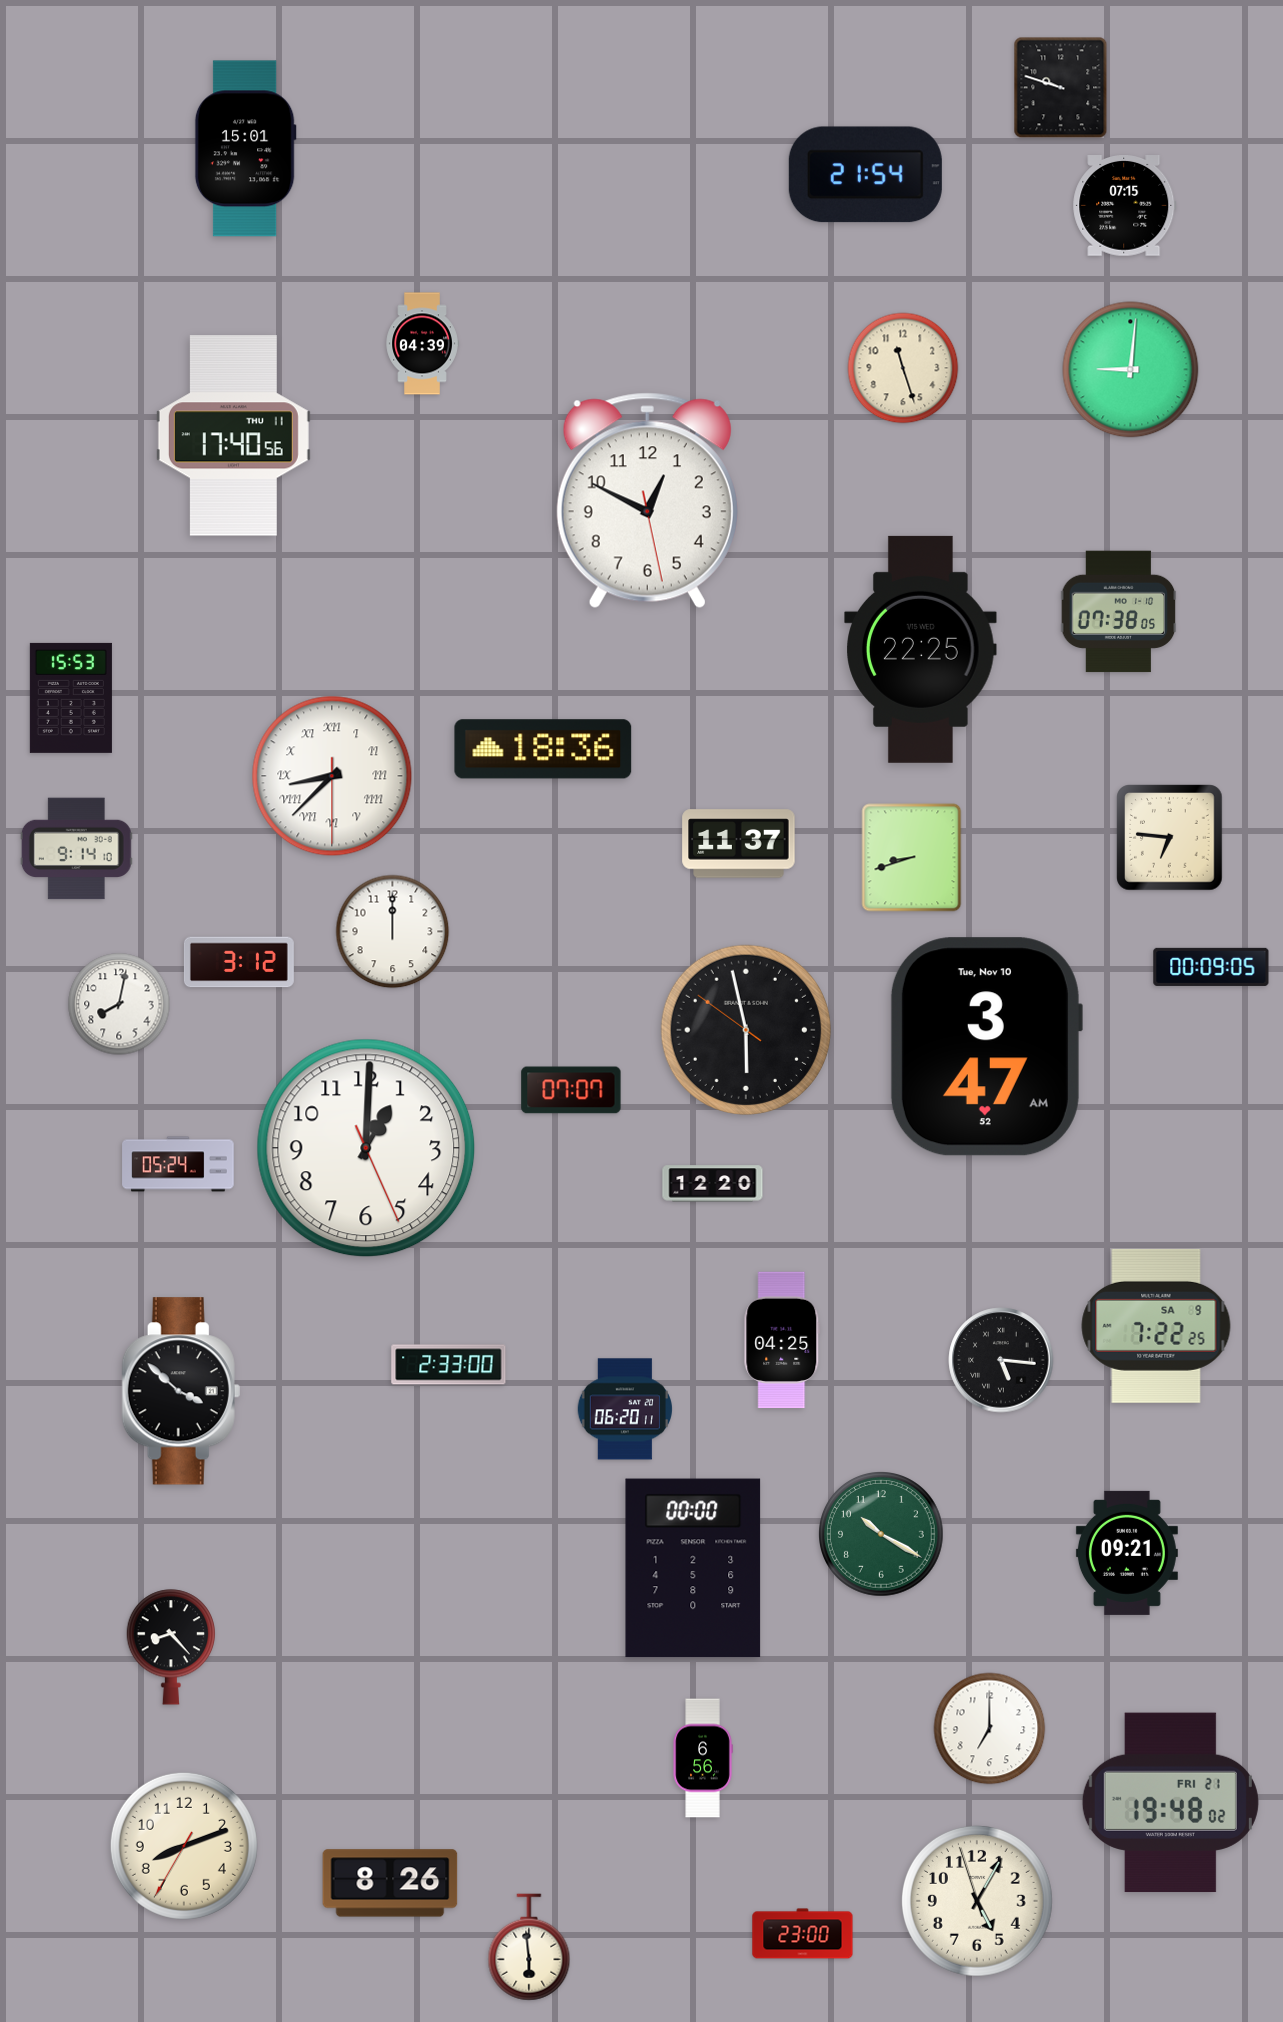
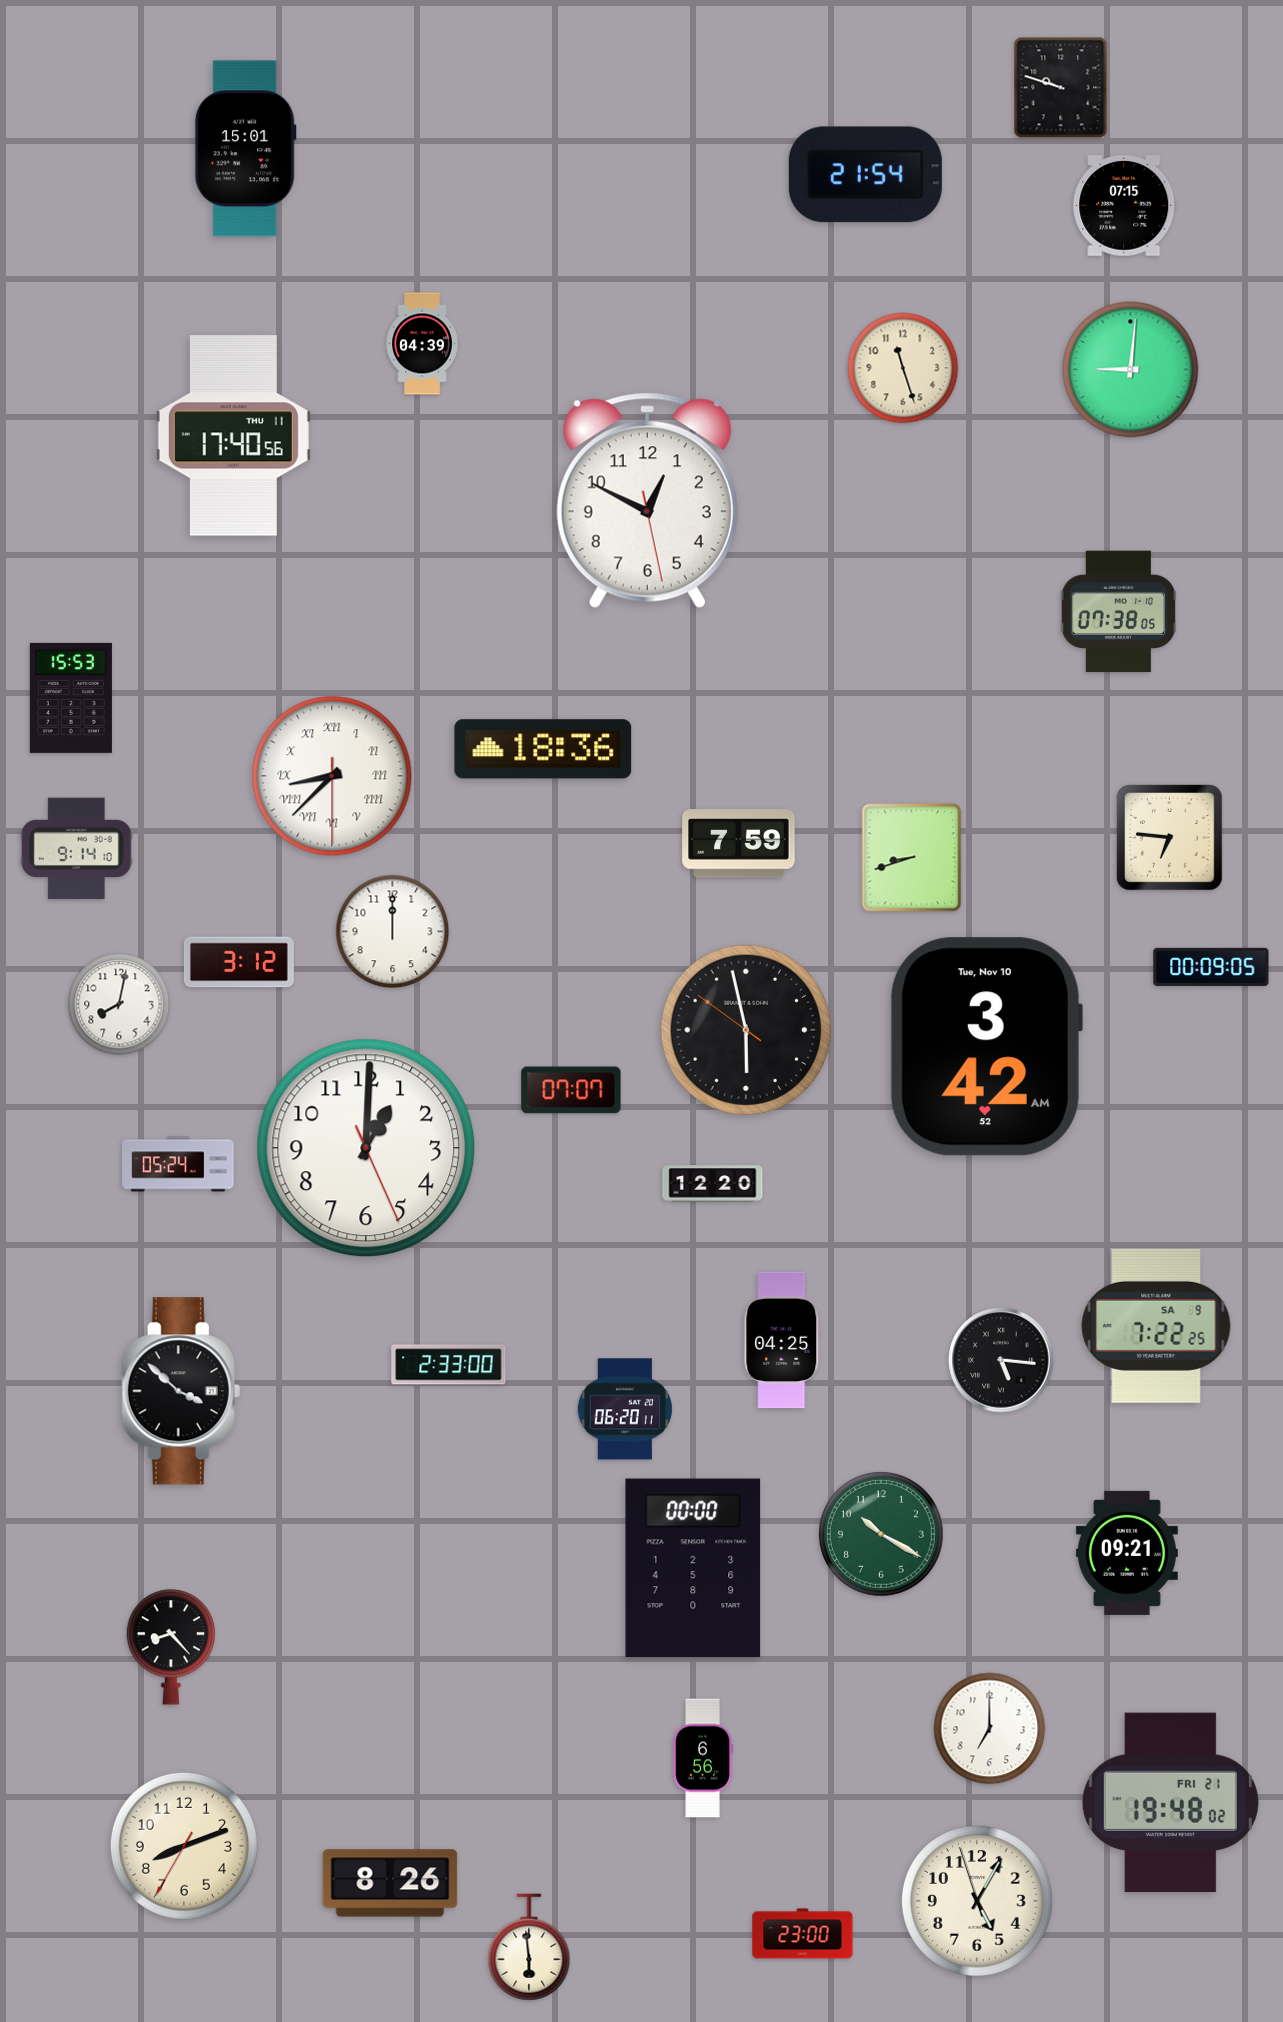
clock at (921, 649): 22:25 -> none
clock at (739, 844): 11:37 -> 7:59
clock at (986, 1047): 3:47 -> 3:42
